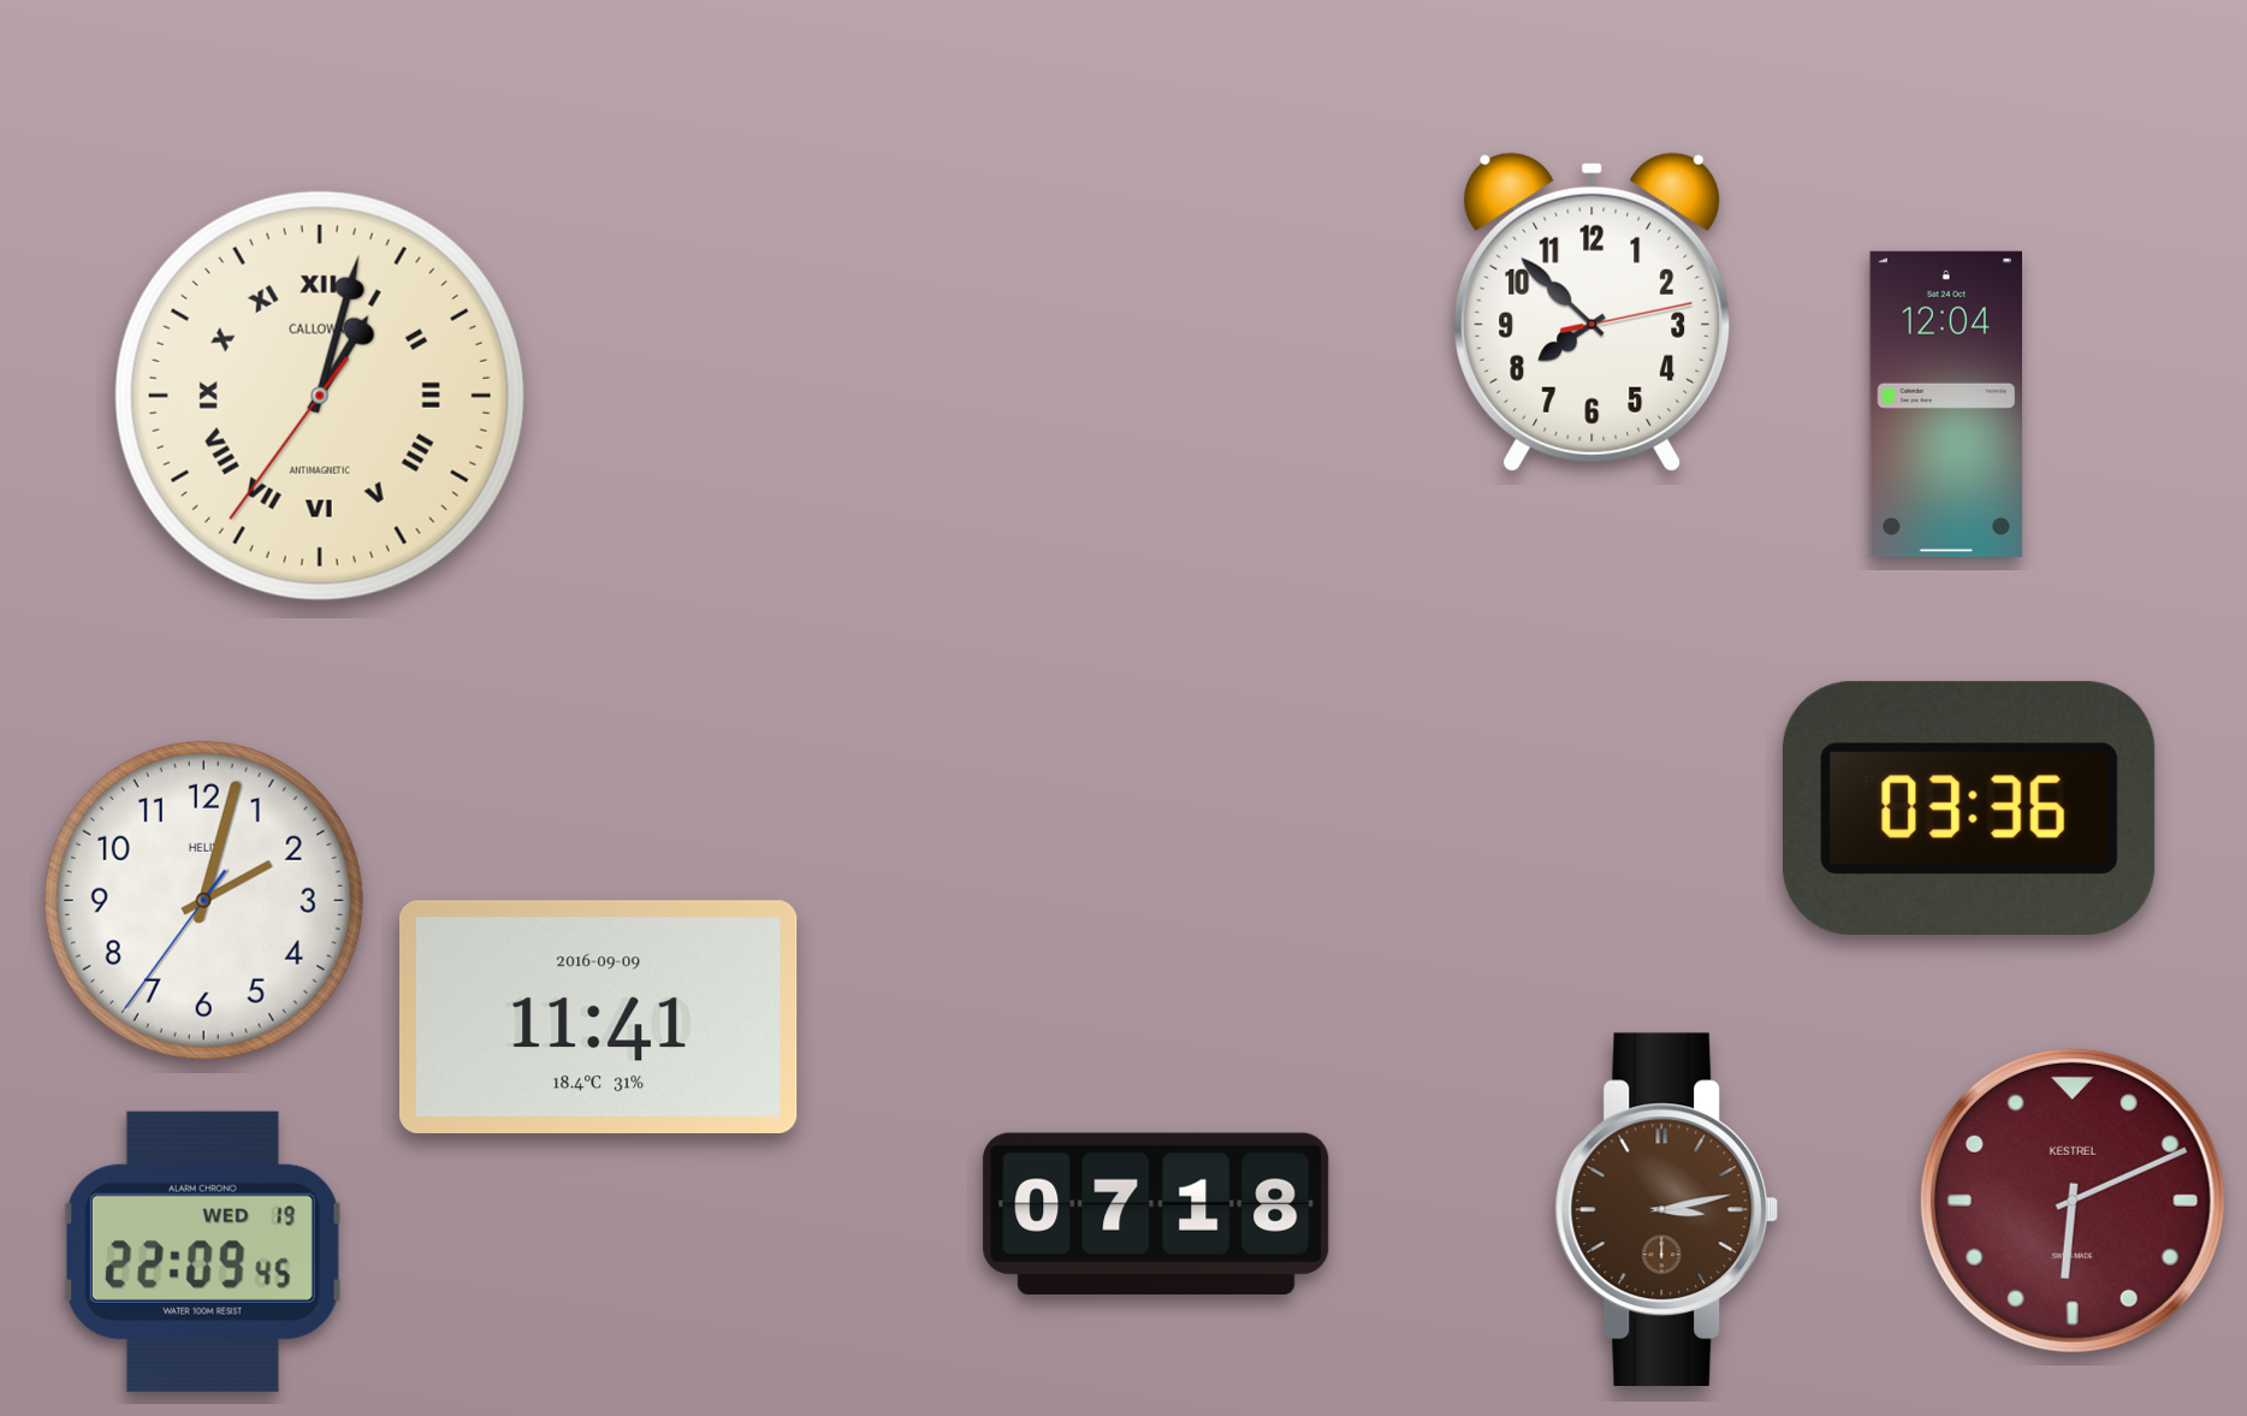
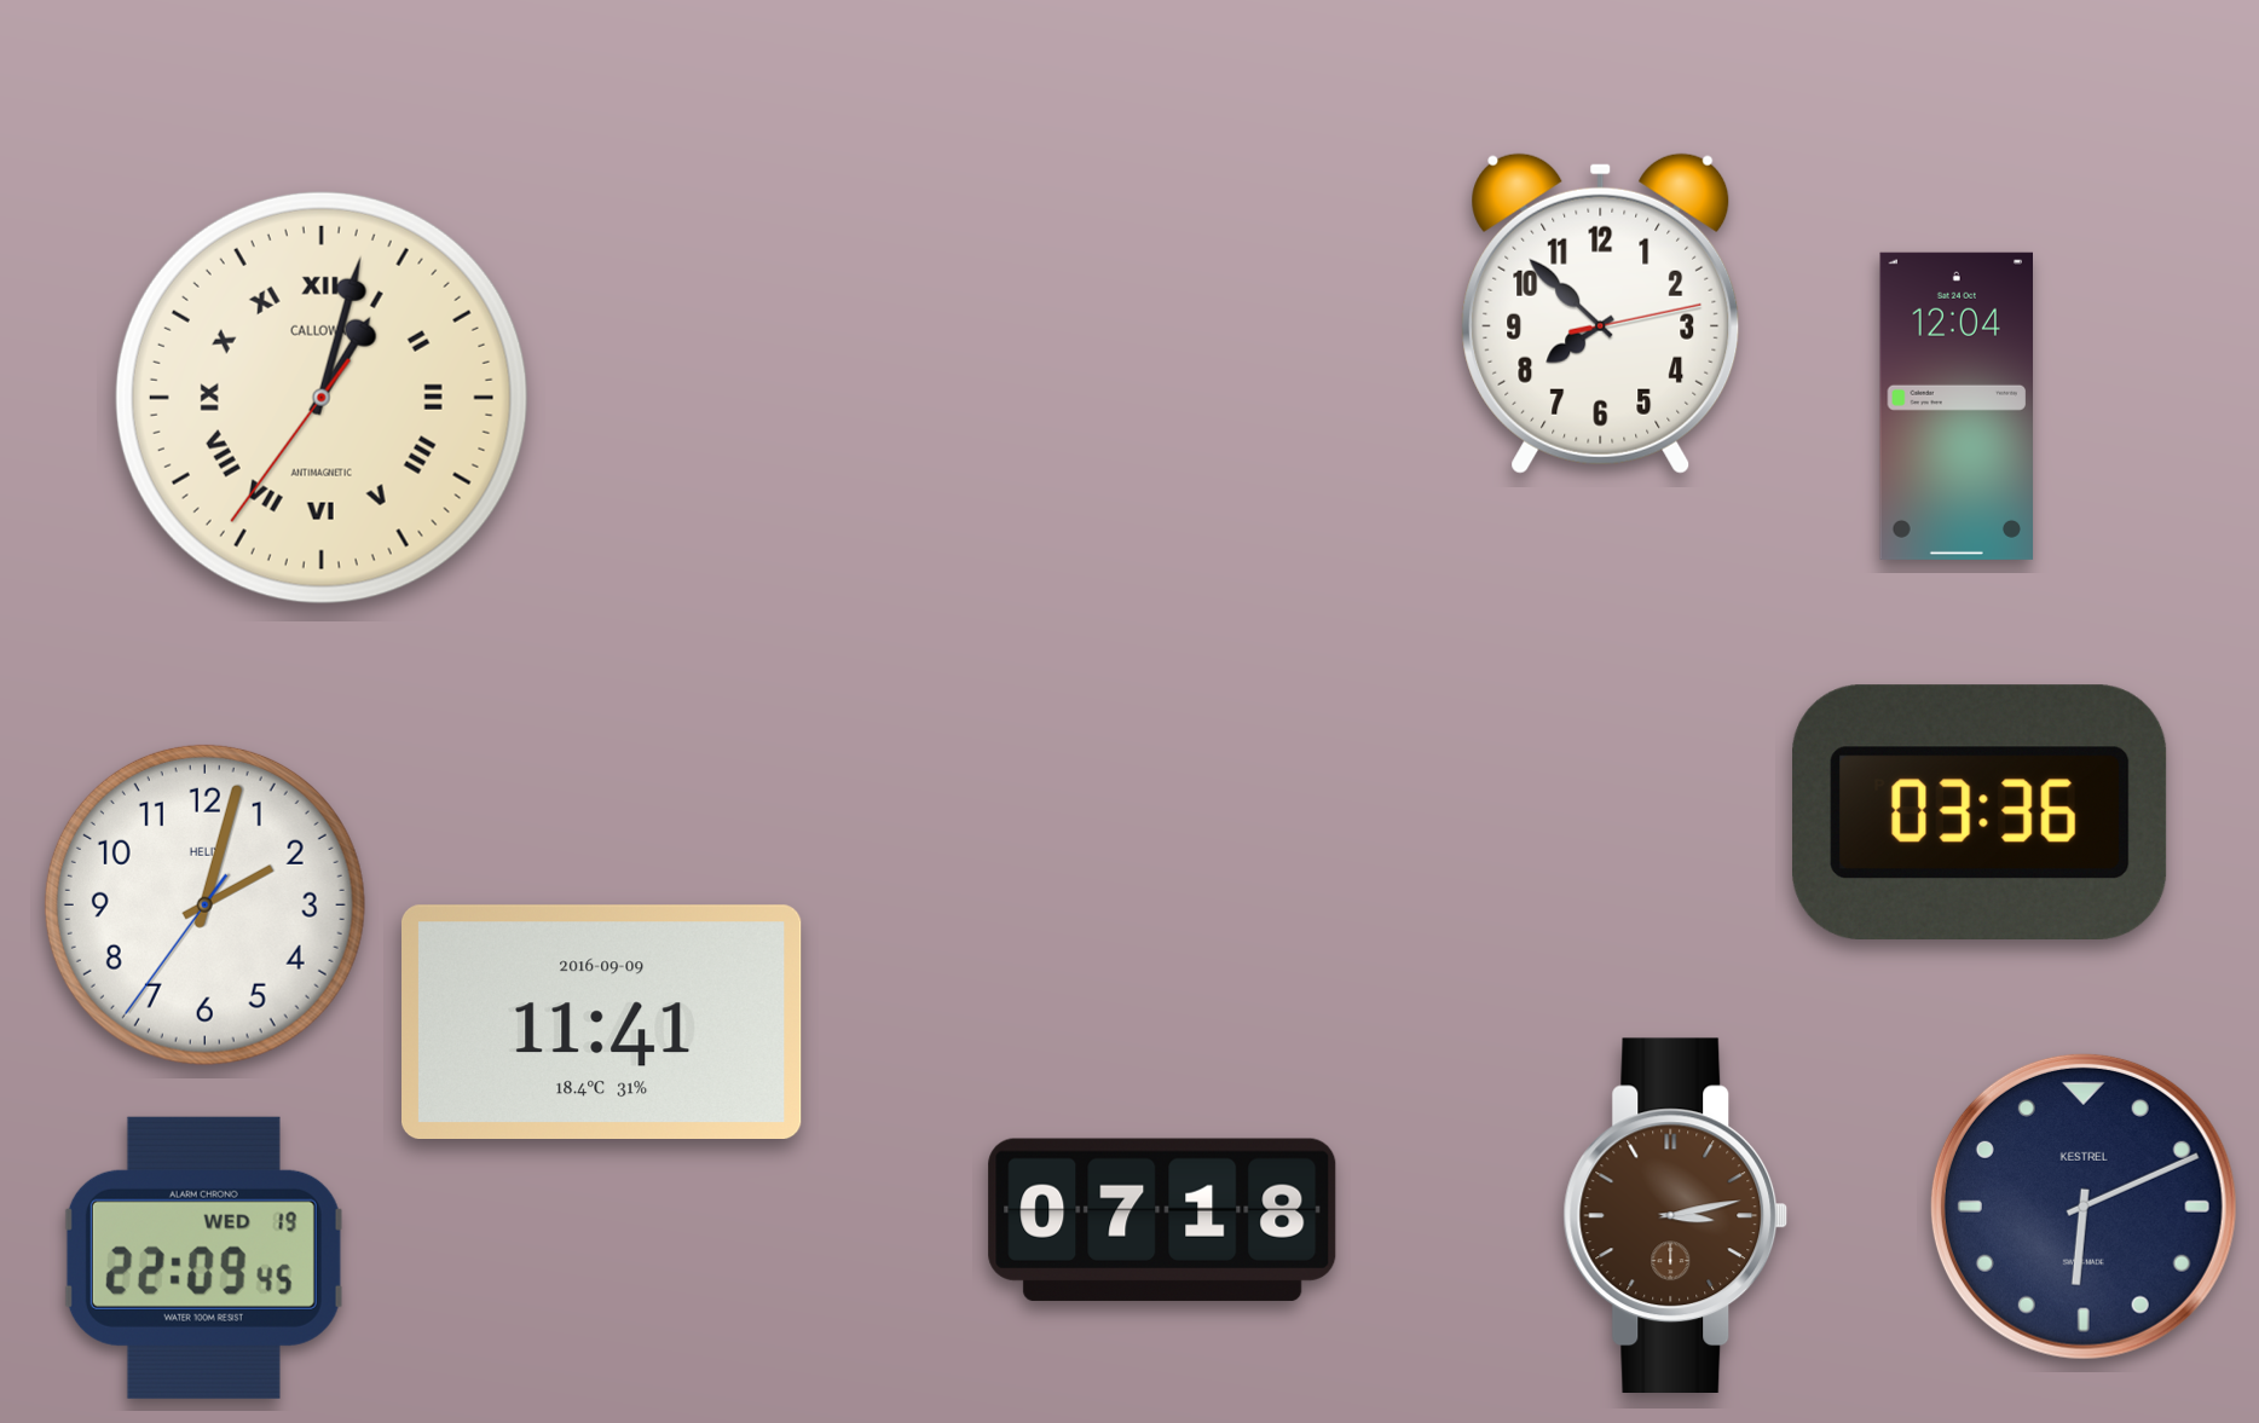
clock at (2073, 1201) dial: burgundy -> navy
